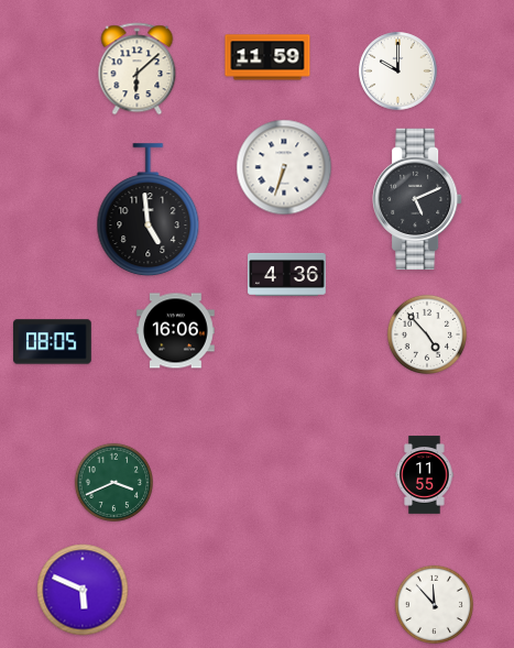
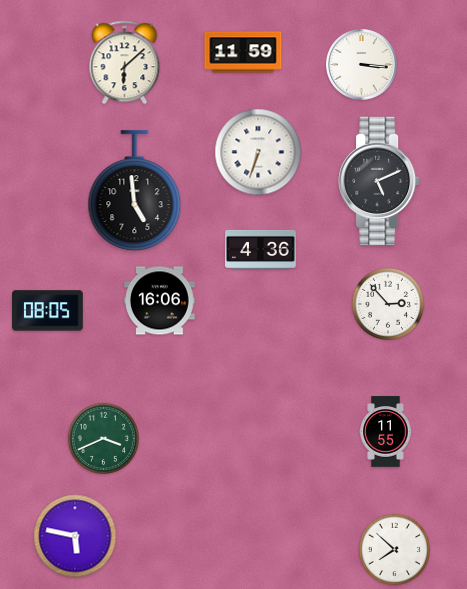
clock at (398, 72): 10:00 -> 3:16
clock at (426, 333): 4:53 -> 2:53
clock at (83, 590): 5:49 -> 5:47
clock at (435, 605): 11:53 -> 7:52
